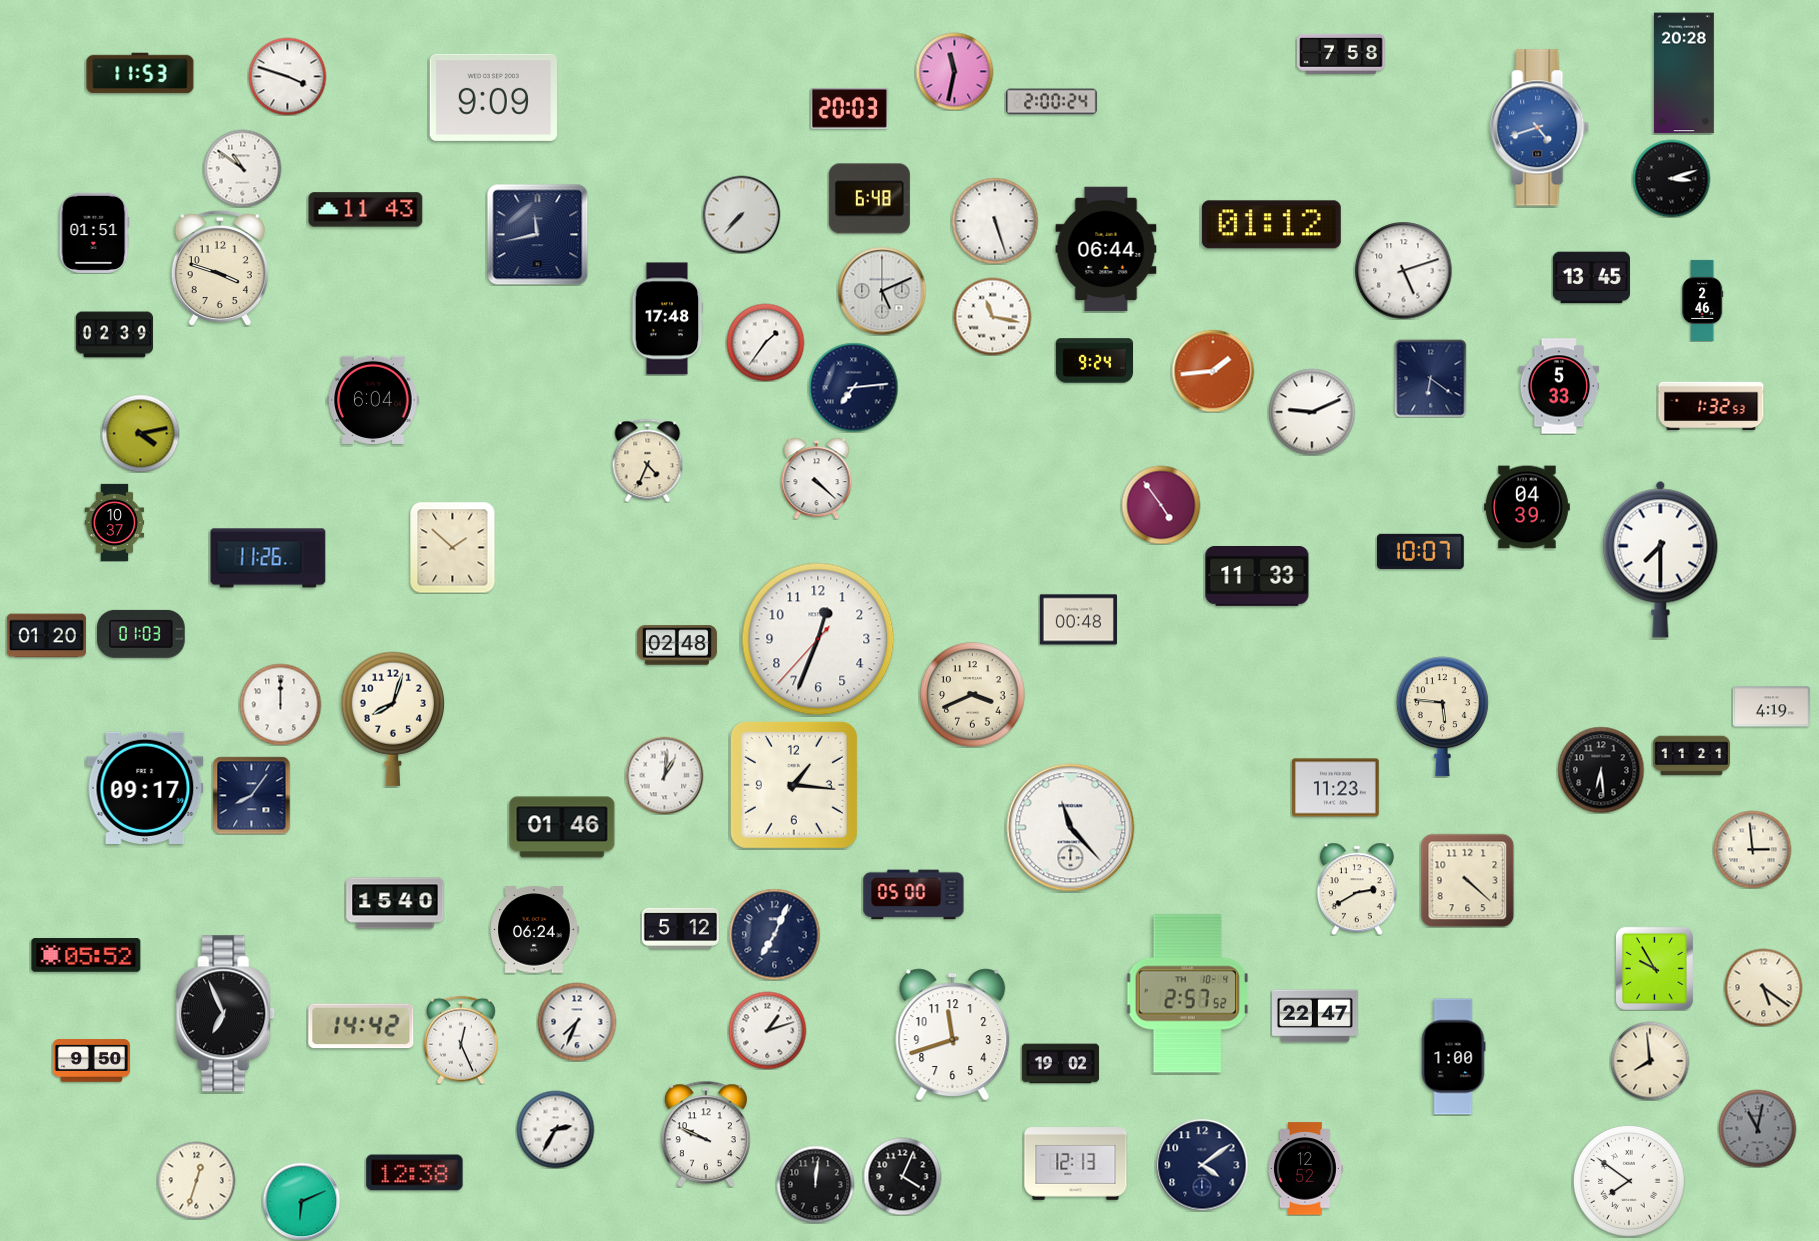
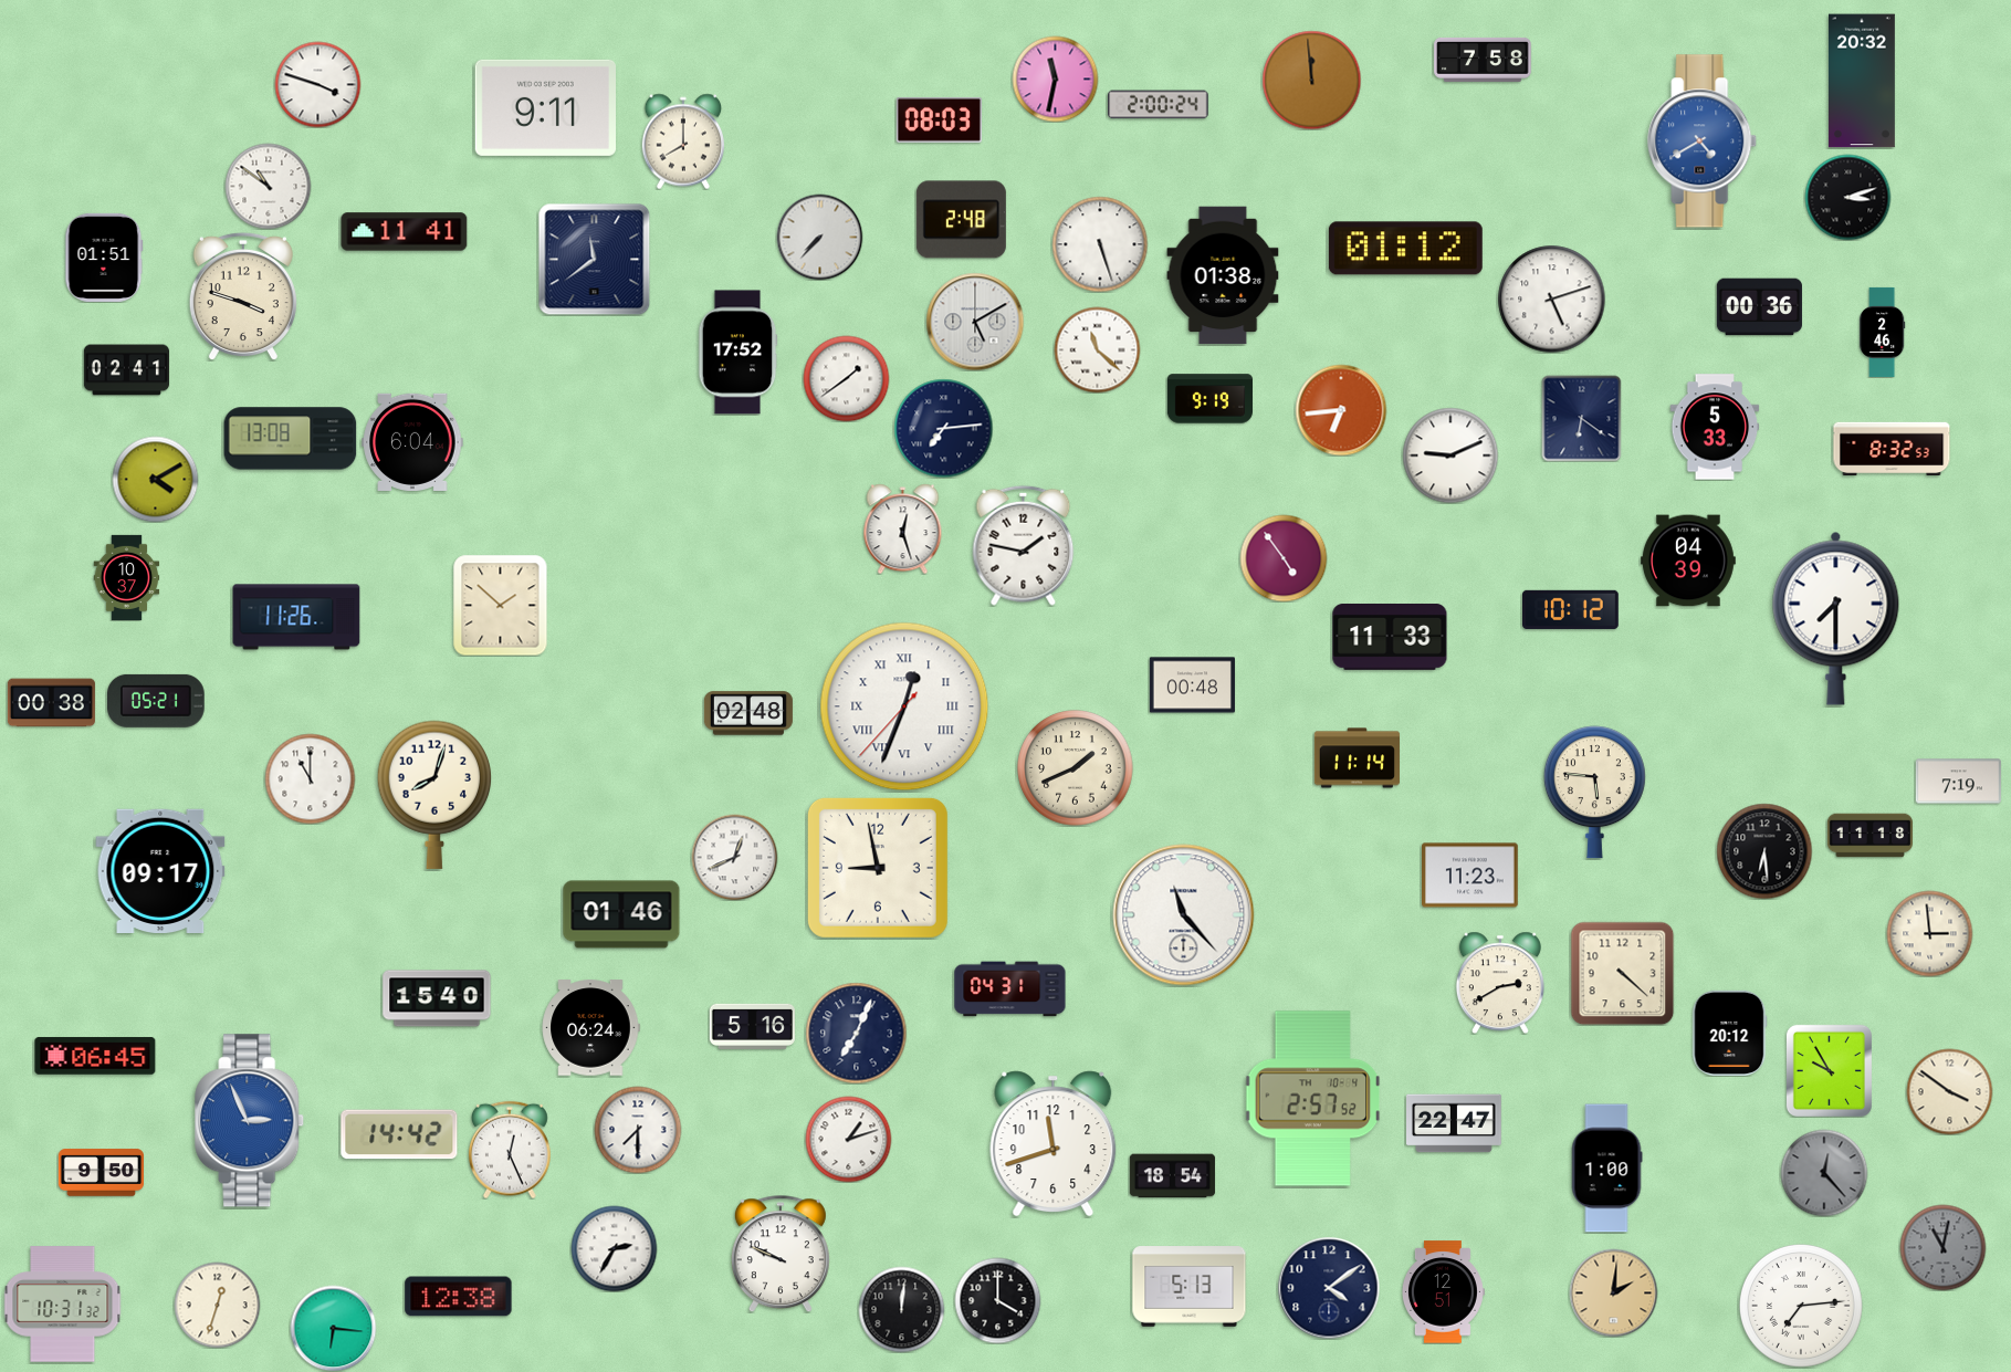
clock at (1311, 80): none -> 11:59
clock at (140, 73): 11:53 -> none
clock at (1684, 73): 20:28 -> 20:32
clock at (493, 97): 9:09 -> 9:11
clock at (1052, 102) position: (1052, 102) -> (1159, 105)
clock at (849, 108): 20:03 -> 08:03
clock at (683, 142): none -> 8:00
clock at (1540, 128): 4:42 -> 4:40
clock at (869, 199): 6:48 -> 2:48
clock at (366, 210): 11:43 -> 11:41
clock at (537, 234): 11:43 -> 11:39
clock at (1106, 249): 06:44 -> 01:38
clock at (1591, 278): 13:45 -> 00:36
clock at (882, 291): 5:11 -> 5:10
clock at (992, 316): 11:17 -> 11:22
clock at (667, 319): 17:48 -> 17:52
clock at (114, 335): 02:39 -> 02:41
clock at (765, 342): 1:36 -> 1:39
clock at (1094, 361): 9:24 -> 9:19
clock at (1213, 371): 1:44 -> 6:44
clock at (1559, 386) position: (1559, 386) -> (1715, 427)
clock at (291, 439): none -> 13:08
clock at (1711, 406): 1:32 -> 8:32
clock at (140, 433): 4:13 -> 4:10
clock at (648, 460): 4:34 -> none
clock at (817, 478): 4:22 -> 12:27
clock at (1024, 545): none -> 1:47
clock at (1421, 551): 10:07 -> 10:12
clock at (142, 634): 01:03 -> 05:21
clock at (46, 636): 01:20 -> 00:38
clock at (818, 639) numerals: Arabic -> Roman
clock at (1357, 758): none -> 11:14
clock at (973, 695): 3:41 -> 1:41
clock at (280, 704): 12:00 -> 11:00
clock at (1771, 707): 4:19 -> 7:19
clock at (1691, 756): 11:21 -> 11:18
clock at (1601, 770) position: (1601, 770) -> (1764, 851)
clock at (664, 775): 1:01 -> 12:41
clock at (794, 785): 1:16 -> 8:58
clock at (1336, 788) position: (1336, 788) -> (1470, 876)
clock at (251, 795): 8:06 -> none
clock at (1752, 849) position: (1752, 849) -> (1929, 933)
clock at (914, 895): 05:00 -> 04:31
clock at (680, 928): 5:12 -> 5:16
clock at (1730, 1033): none -> 20:12
clock at (86, 955): 05:52 -> 06:45
clock at (1763, 987): 5:21 -> 3:51
clock at (226, 1014): 6:56 -> 2:56
clock at (226, 1014) dial: black -> blue
clock at (577, 1022): 7:34 -> 7:30
clock at (1650, 1061): 7:59 -> 12:23
clock at (1650, 1061) dial: cream -> grey
clock at (1060, 1064): 19:02 -> 18:54
clock at (1076, 1164): 12:13 -> 5:13
clock at (1305, 1169): 12:52 -> 12:51
clock at (1613, 1292): none -> 2:01
clock at (902, 1176): 4:04 -> 4:00
clock at (63, 1305): none -> 10:31
clock at (1630, 1182): 7:51 -> 7:14
clock at (301, 1201): 6:11 -> 6:16
